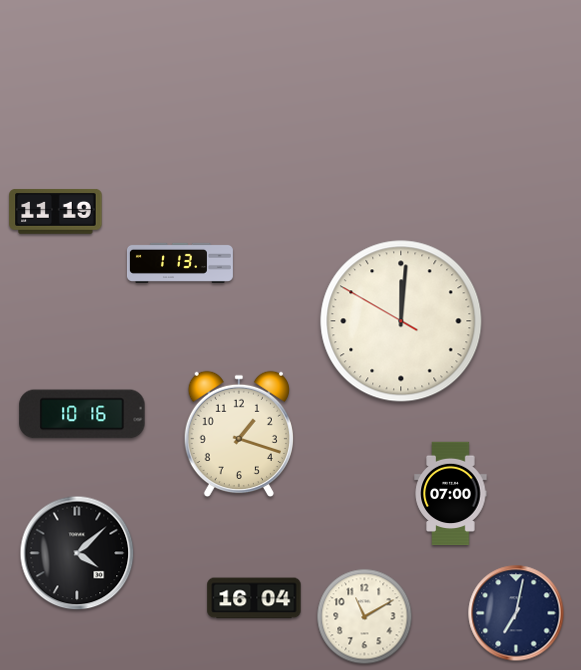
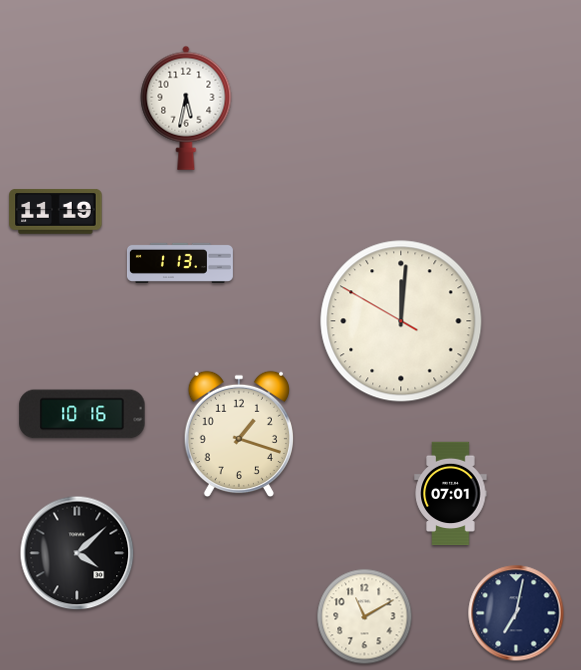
clock at (186, 108): none -> 5:32
clock at (451, 494): 07:00 -> 07:01
clock at (254, 598): 16:04 -> none
